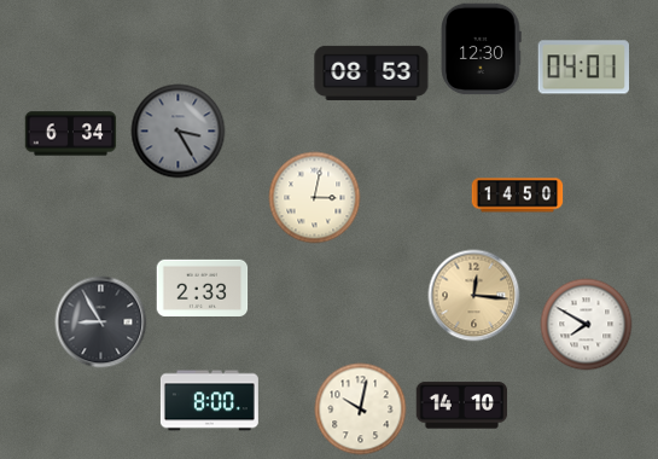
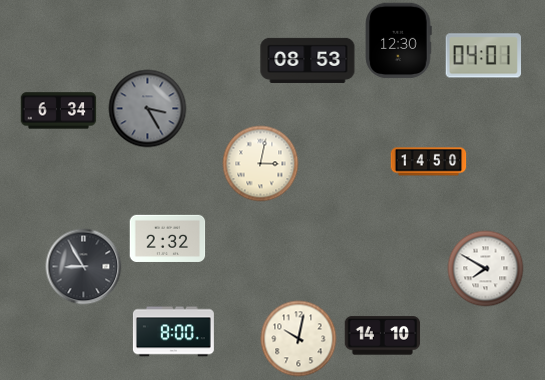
clock at (203, 287): 2:33 -> 2:32
clock at (474, 296): 12:16 -> none
